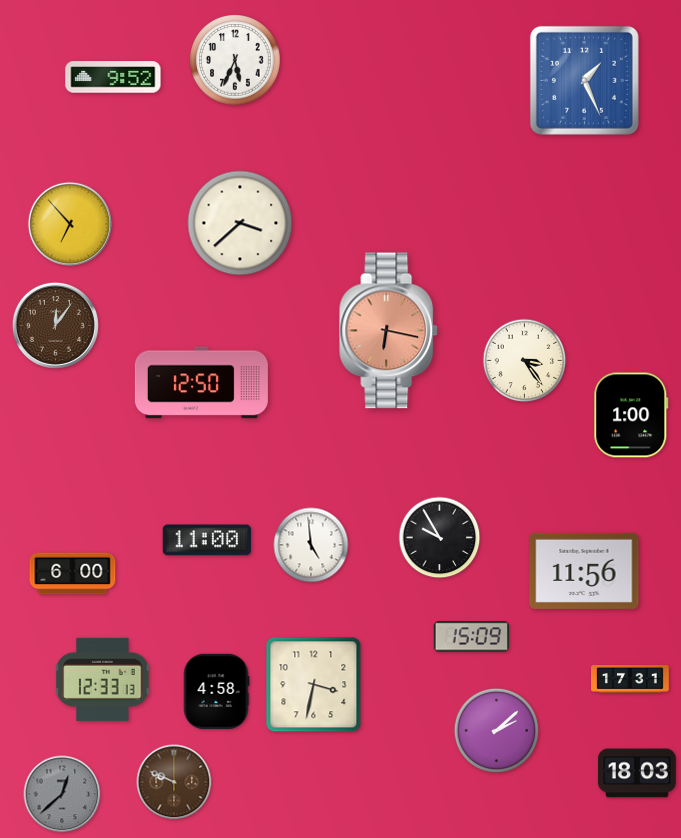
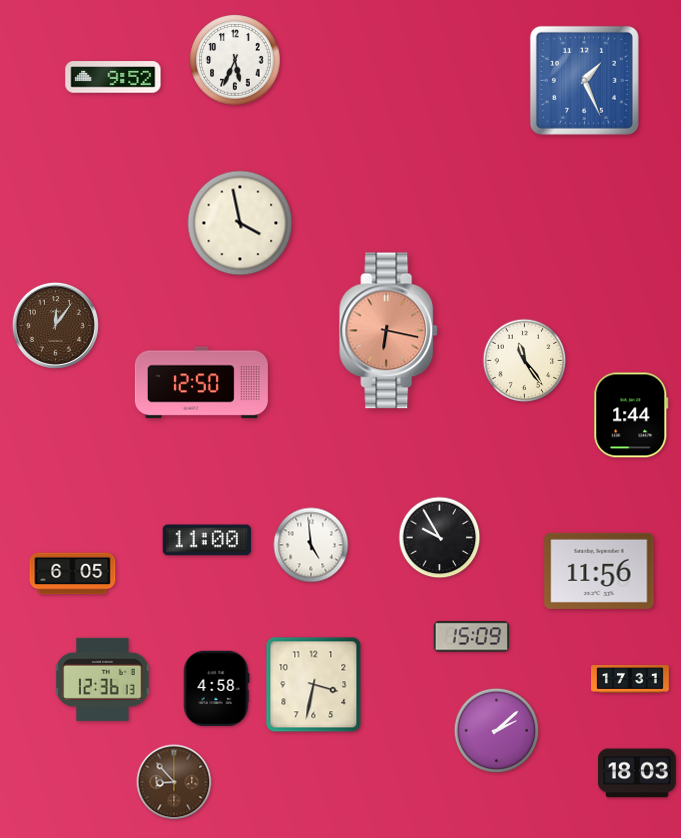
clock at (240, 223): 3:38 -> 3:58
clock at (70, 224): 6:53 -> none
clock at (525, 361): 3:24 -> 11:24
clock at (631, 415): 1:00 -> 1:44
clock at (584, 571) position: (584, 571) -> (599, 571)
clock at (73, 574): 6:00 -> 6:05
clock at (103, 679): 12:33 -> 12:36
clock at (216, 692) position: (216, 692) -> (216, 689)
clock at (174, 782): 9:49 -> 8:53
clock at (62, 794): 12:38 -> none
